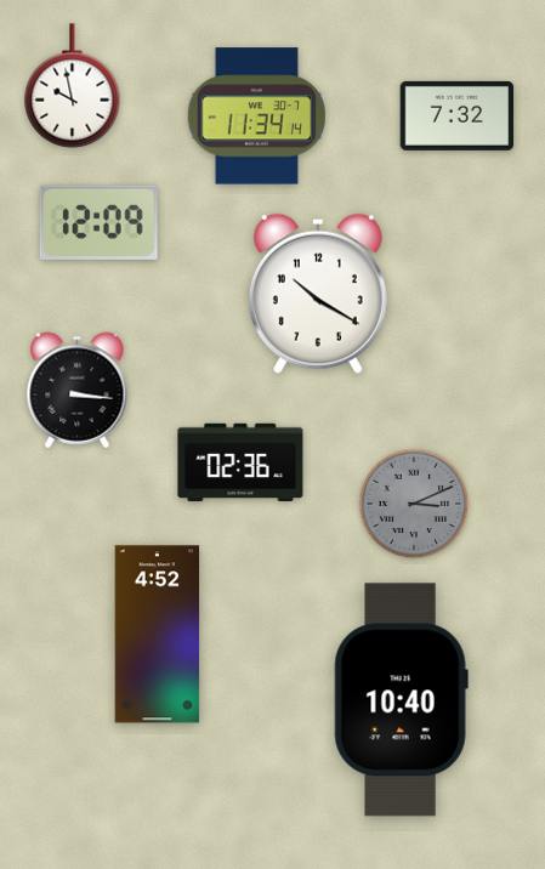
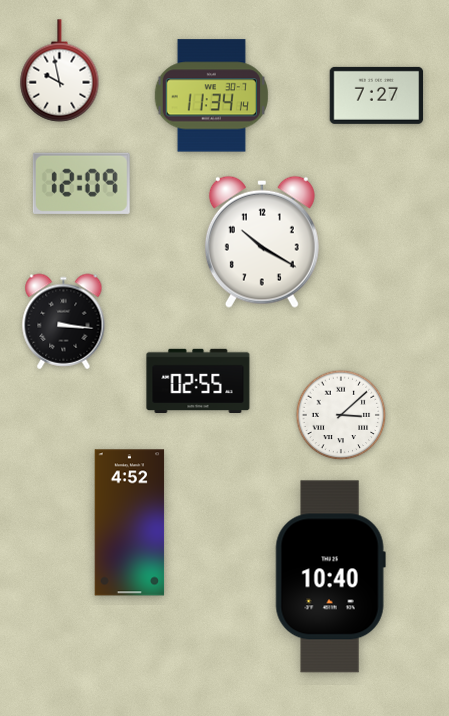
clock at (458, 115): 7:32 -> 7:27
clock at (240, 461): 02:36 -> 02:55
clock at (414, 504): 3:11 -> 3:08
clock at (414, 504) dial: grey -> white
